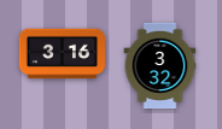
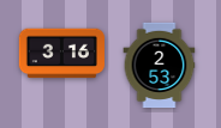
clock at (160, 65): 3:32 -> 2:53
